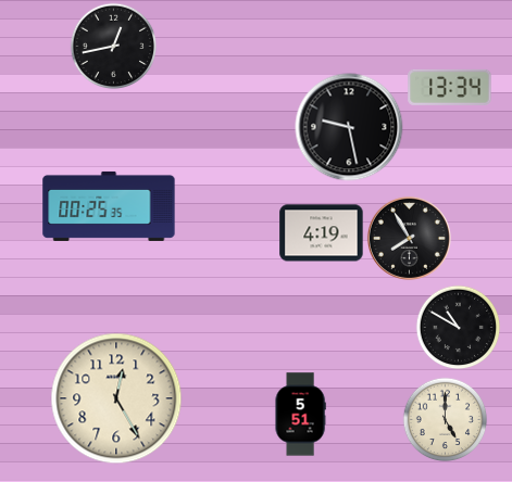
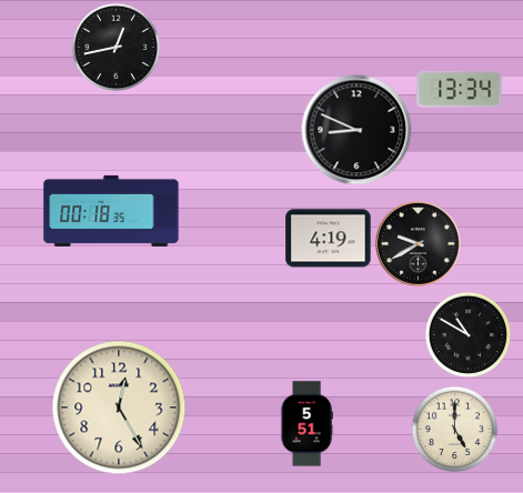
clock at (349, 127): 9:28 -> 8:49
clock at (109, 206): 00:25 -> 00:18
clock at (409, 238): 7:55 -> 9:40
